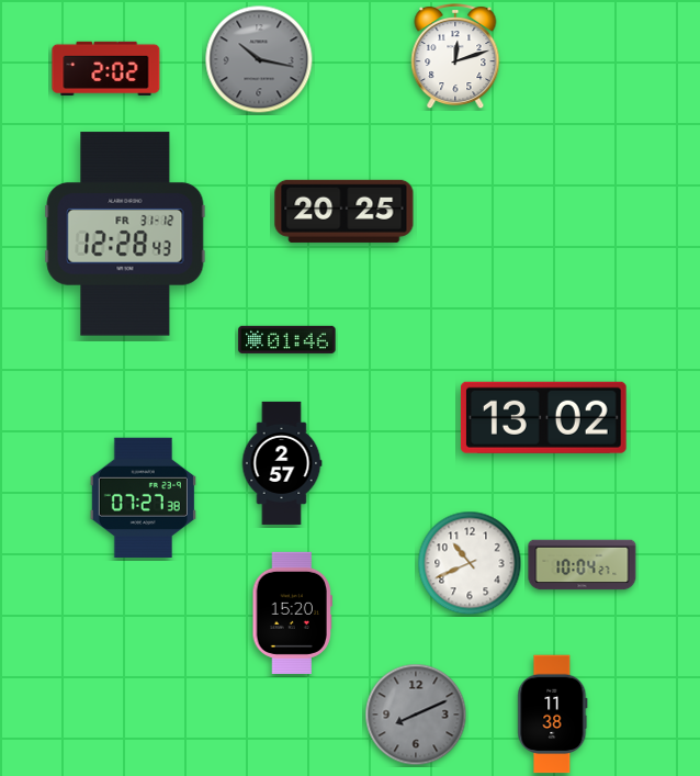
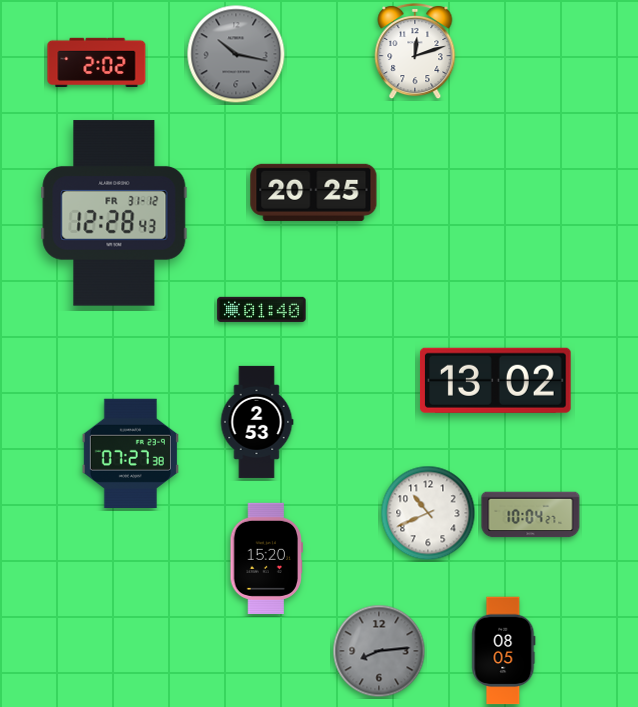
clock at (287, 339): 01:46 -> 01:40
clock at (282, 463): 2:57 -> 2:53
clock at (416, 715): 8:11 -> 8:14
clock at (553, 715): 11:38 -> 08:05
